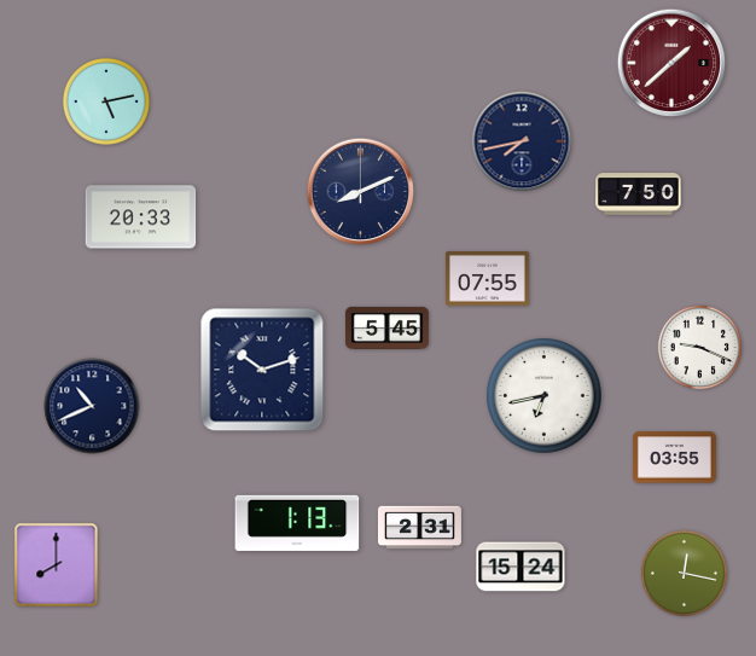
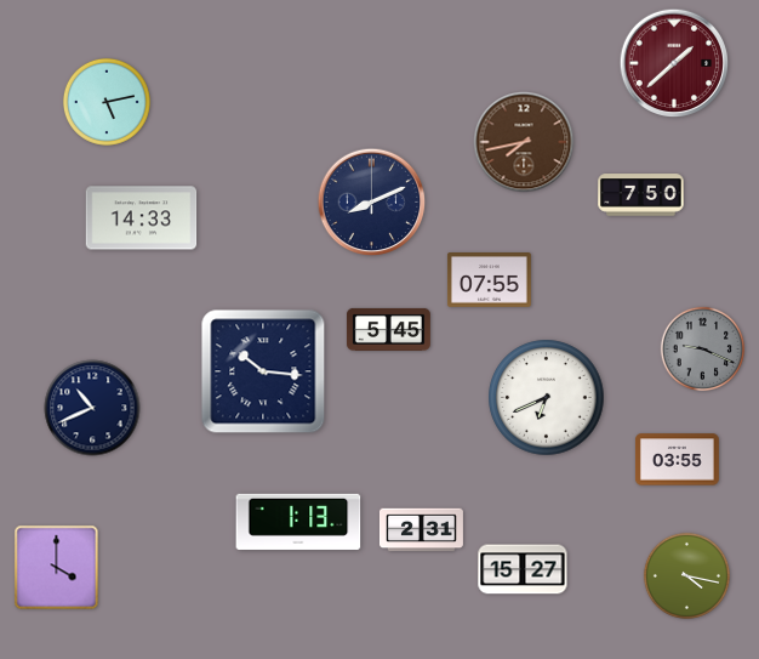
clock at (522, 141) dial: navy -> brown
clock at (361, 192) position: (361, 192) -> (372, 203)
clock at (141, 217): 20:33 -> 14:33
clock at (700, 348) dial: white -> grey
clock at (262, 370): 10:12 -> 10:16
clock at (545, 396): 6:43 -> 6:41
clock at (297, 523) position: (297, 523) -> (298, 522)
clock at (57, 565): 8:00 -> 4:00
clock at (521, 567): 15:24 -> 15:27
clock at (684, 573): 12:17 -> 4:17
